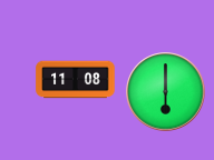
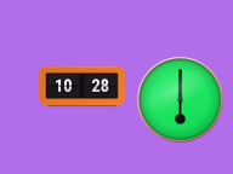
clock at (76, 80): 11:08 -> 10:28
